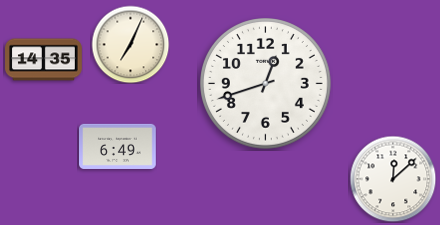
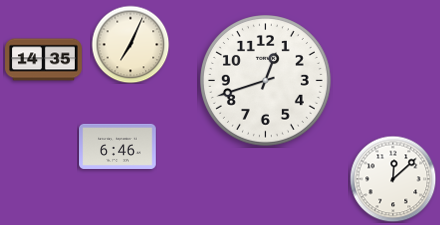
clock at (266, 84) position: (266, 84) -> (266, 81)
clock at (118, 146): 6:49 -> 6:46
